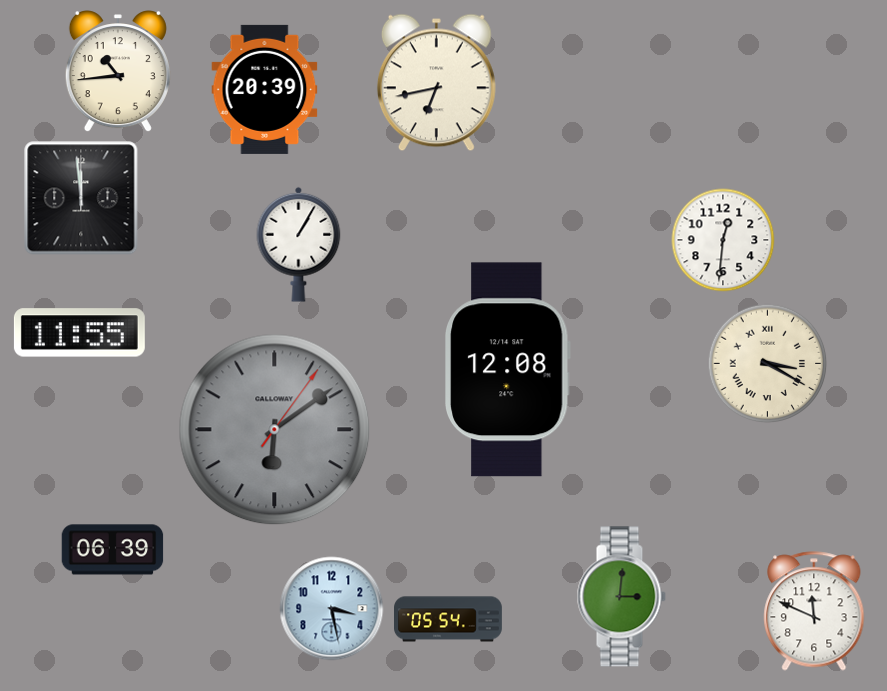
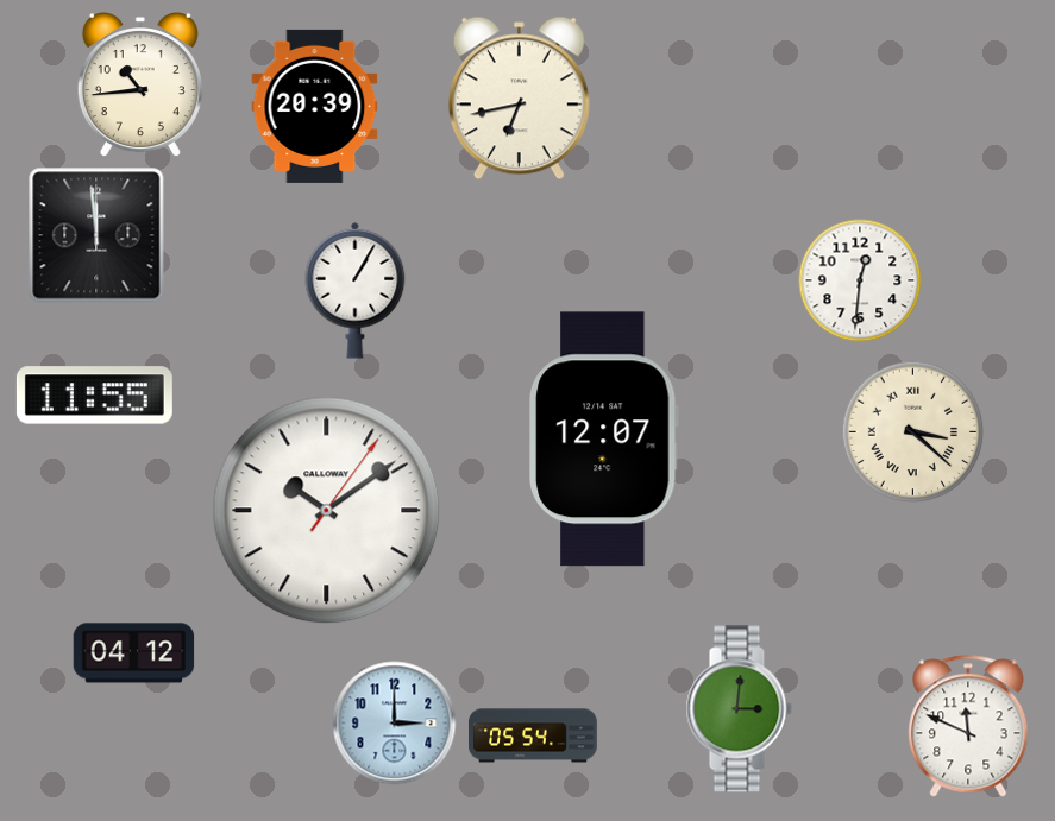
clock at (723, 240) position: (723, 240) -> (860, 280)
clock at (768, 364): 3:20 -> 3:22
clock at (508, 370): 12:08 -> 12:07
clock at (275, 430): 6:09 -> 10:09
clock at (275, 430) dial: grey -> white
clock at (113, 550): 06:39 -> 04:12
clock at (332, 609): 3:28 -> 3:00
